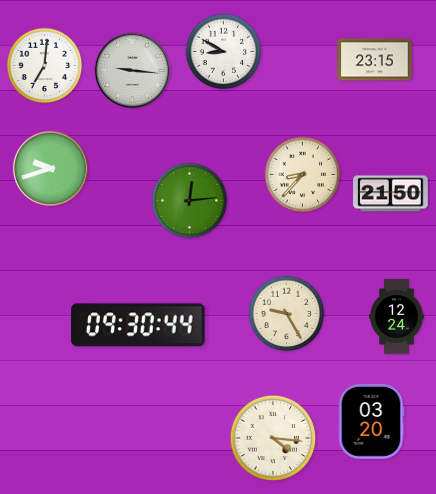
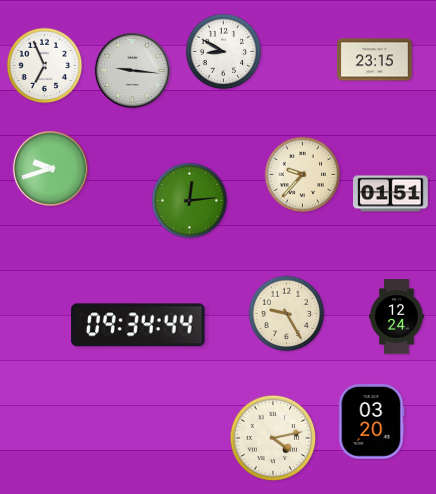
clock at (45, 66): 7:01 -> 6:56
clock at (303, 175): 8:37 -> 9:37
clock at (391, 194): 21:50 -> 01:51
clock at (138, 325): 09:30 -> 09:34
clock at (273, 438): 4:16 -> 4:13
